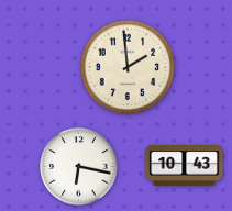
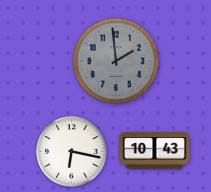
clock at (128, 67) dial: cream -> grey
clock at (185, 166) position: (185, 166) -> (155, 151)
